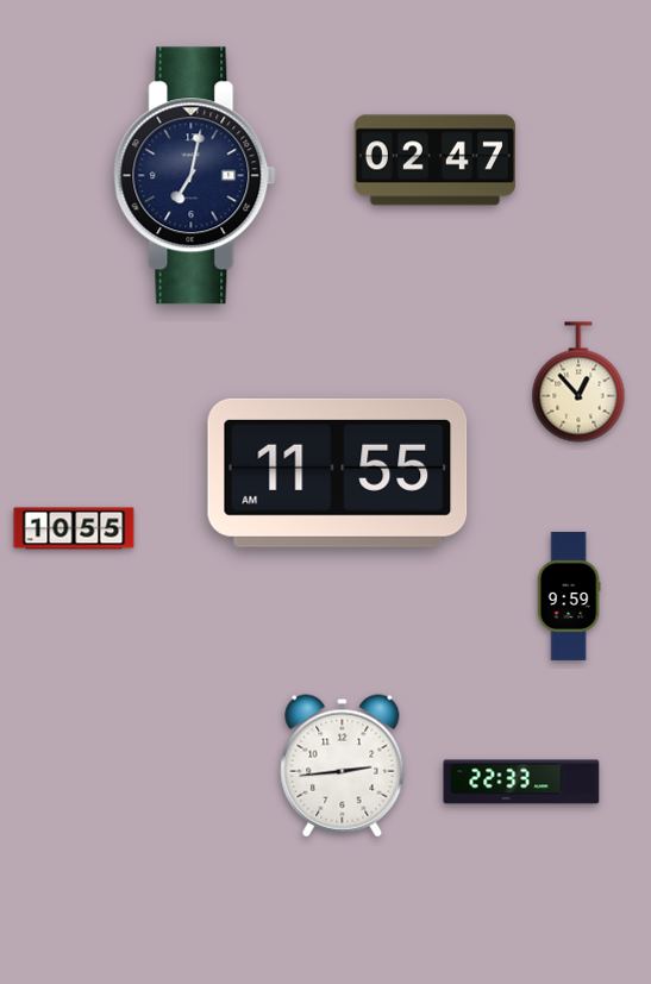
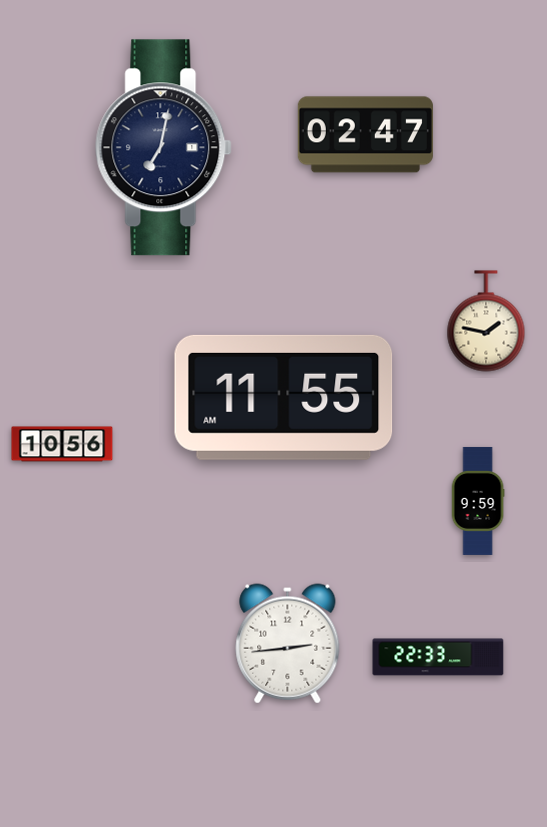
clock at (578, 382): 12:53 -> 1:47
clock at (74, 528): 10:55 -> 10:56
